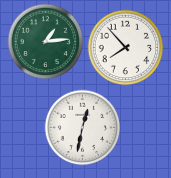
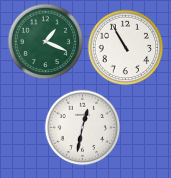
clock at (46, 42): 1:14 -> 1:19
clock at (126, 48): 7:53 -> 10:55
